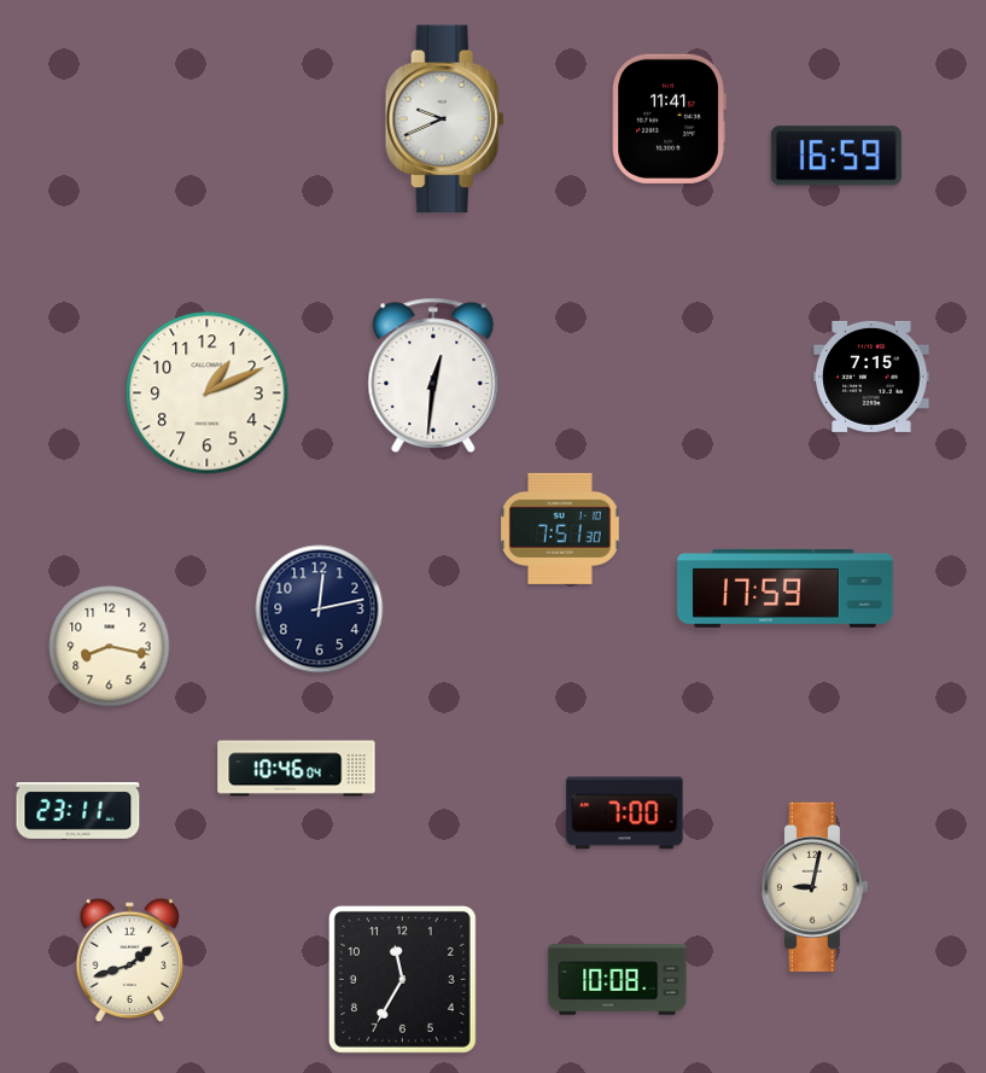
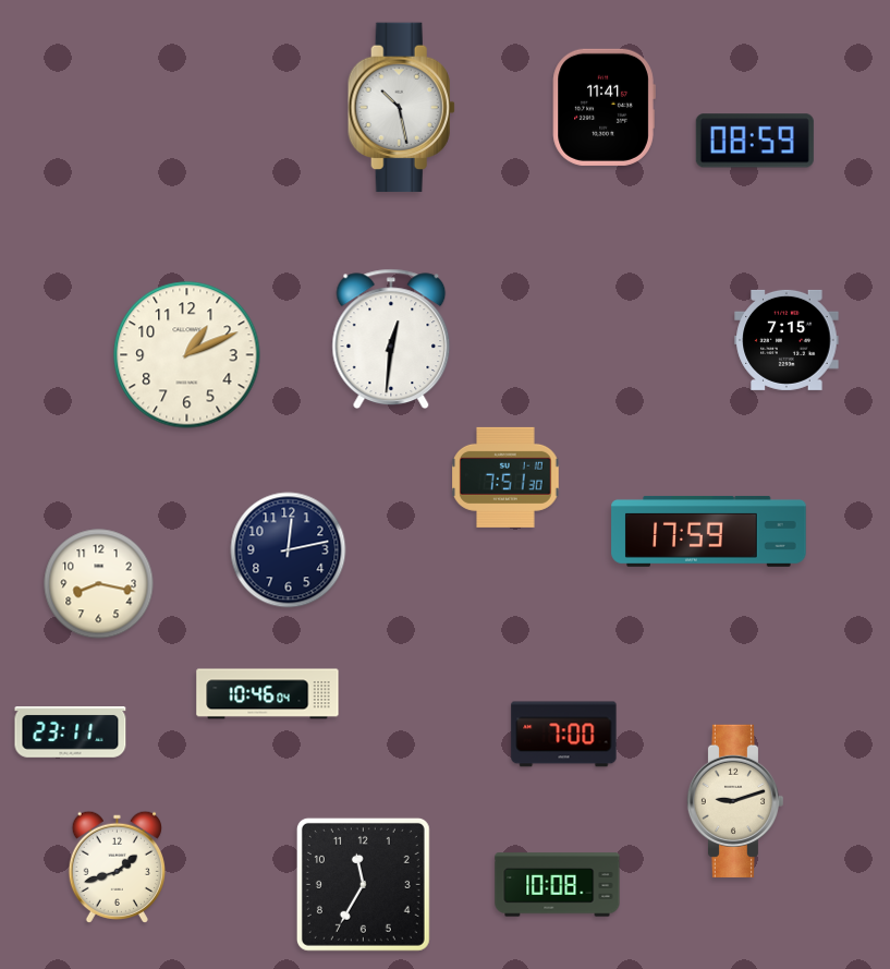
clock at (444, 119): 9:41 -> 10:28
clock at (836, 156): 16:59 -> 08:59
clock at (813, 887): 9:02 -> 9:12
